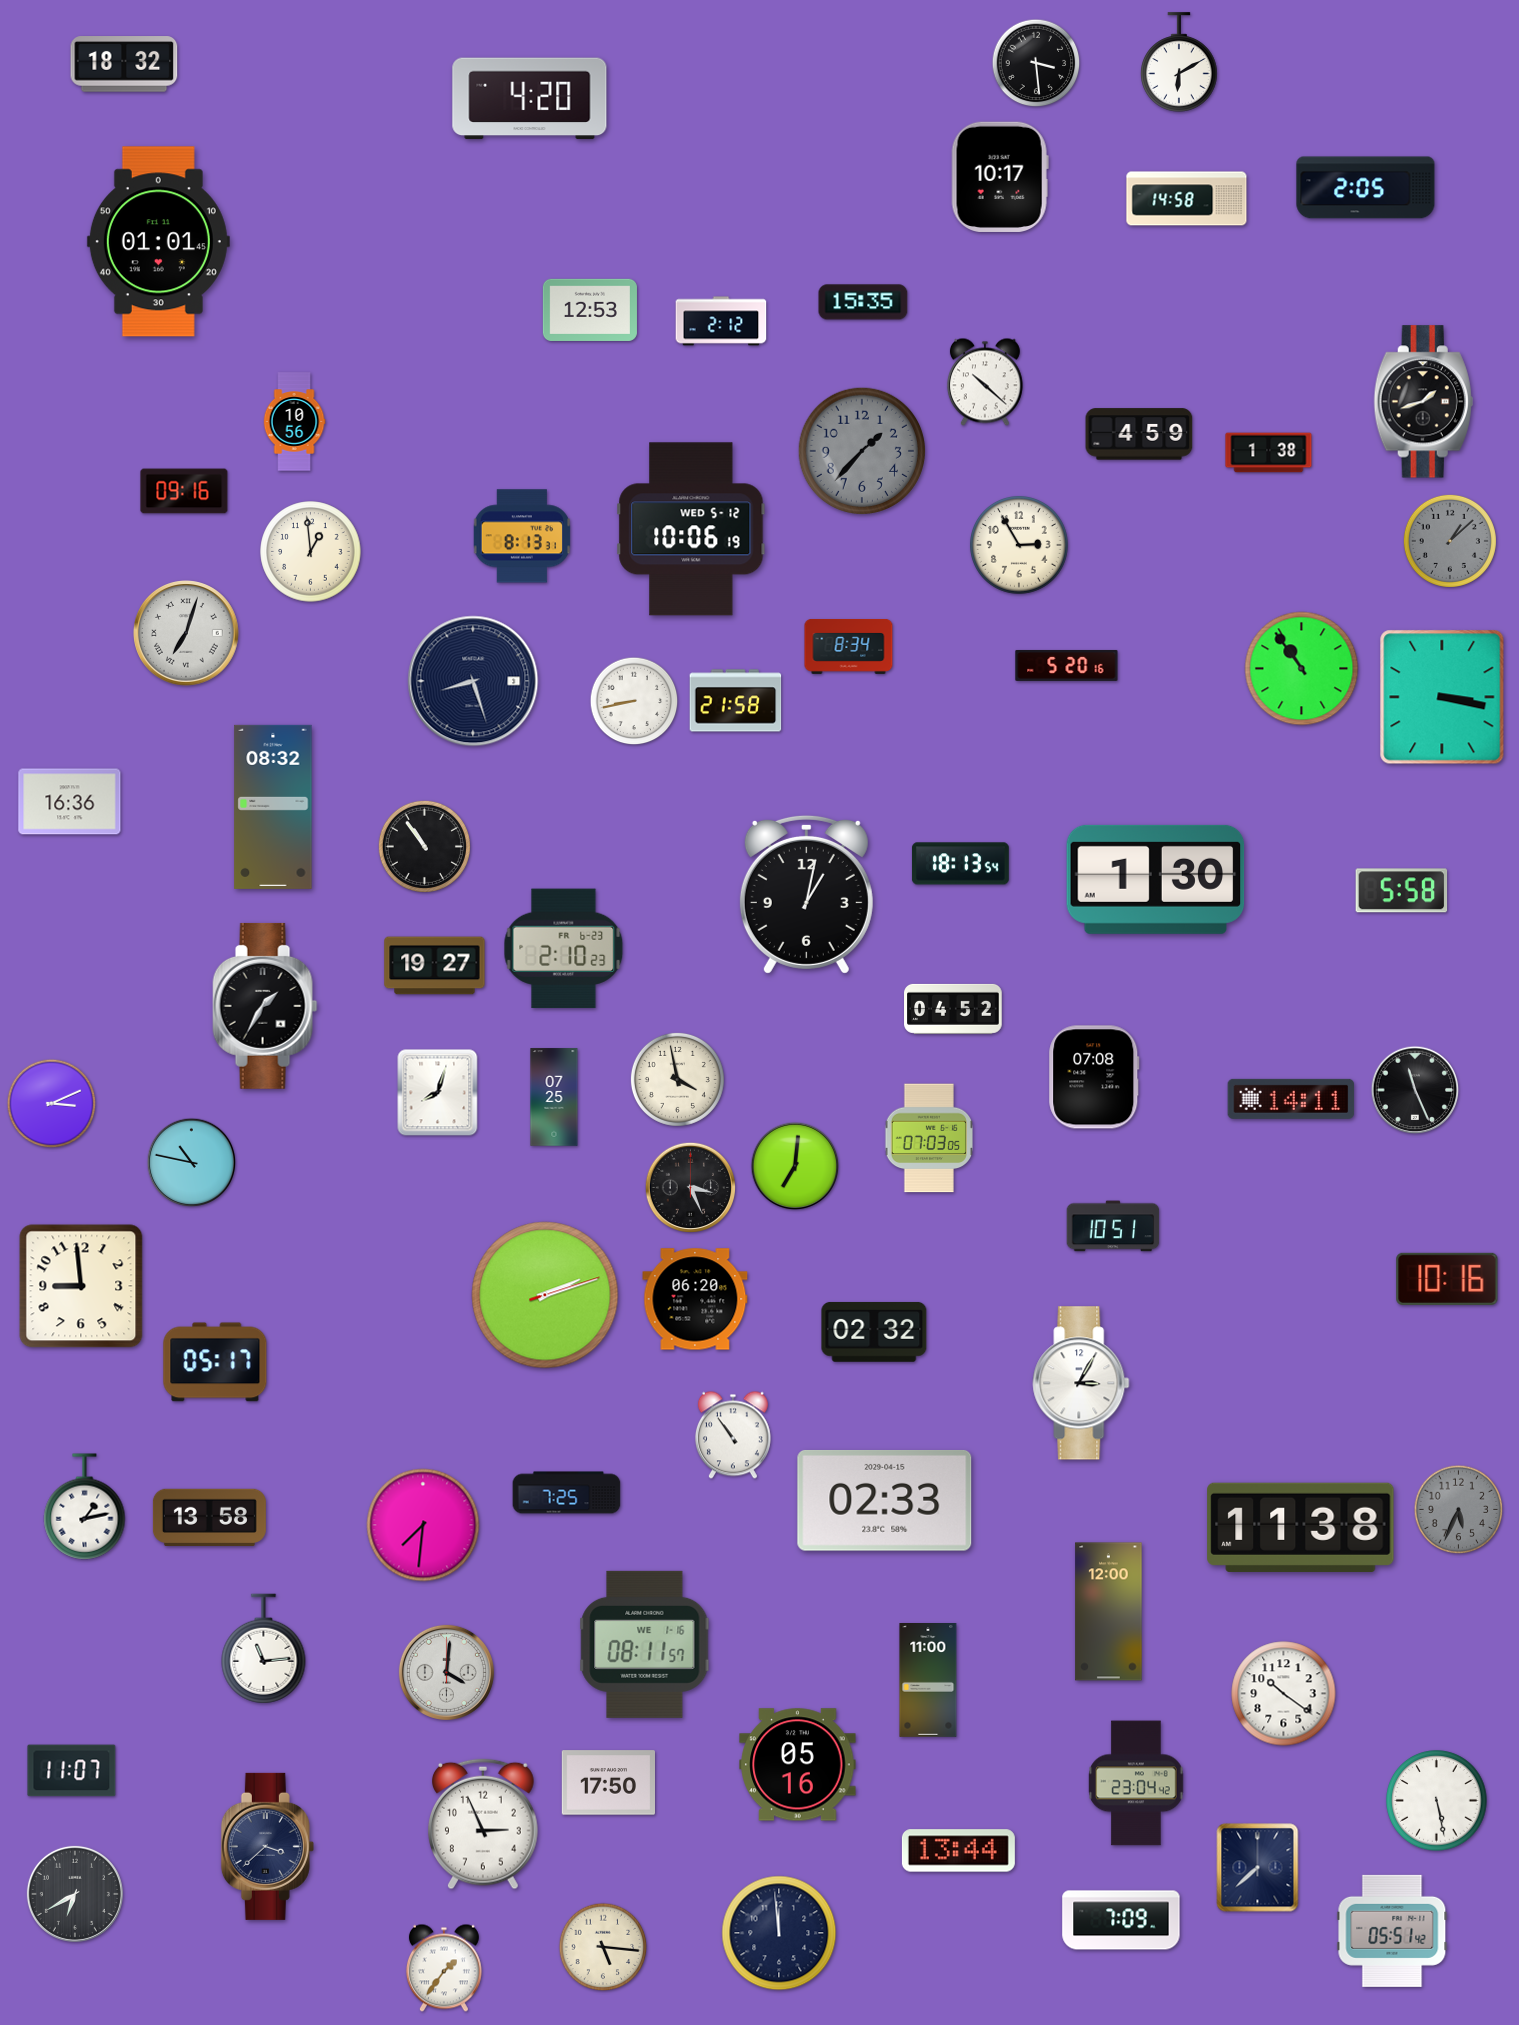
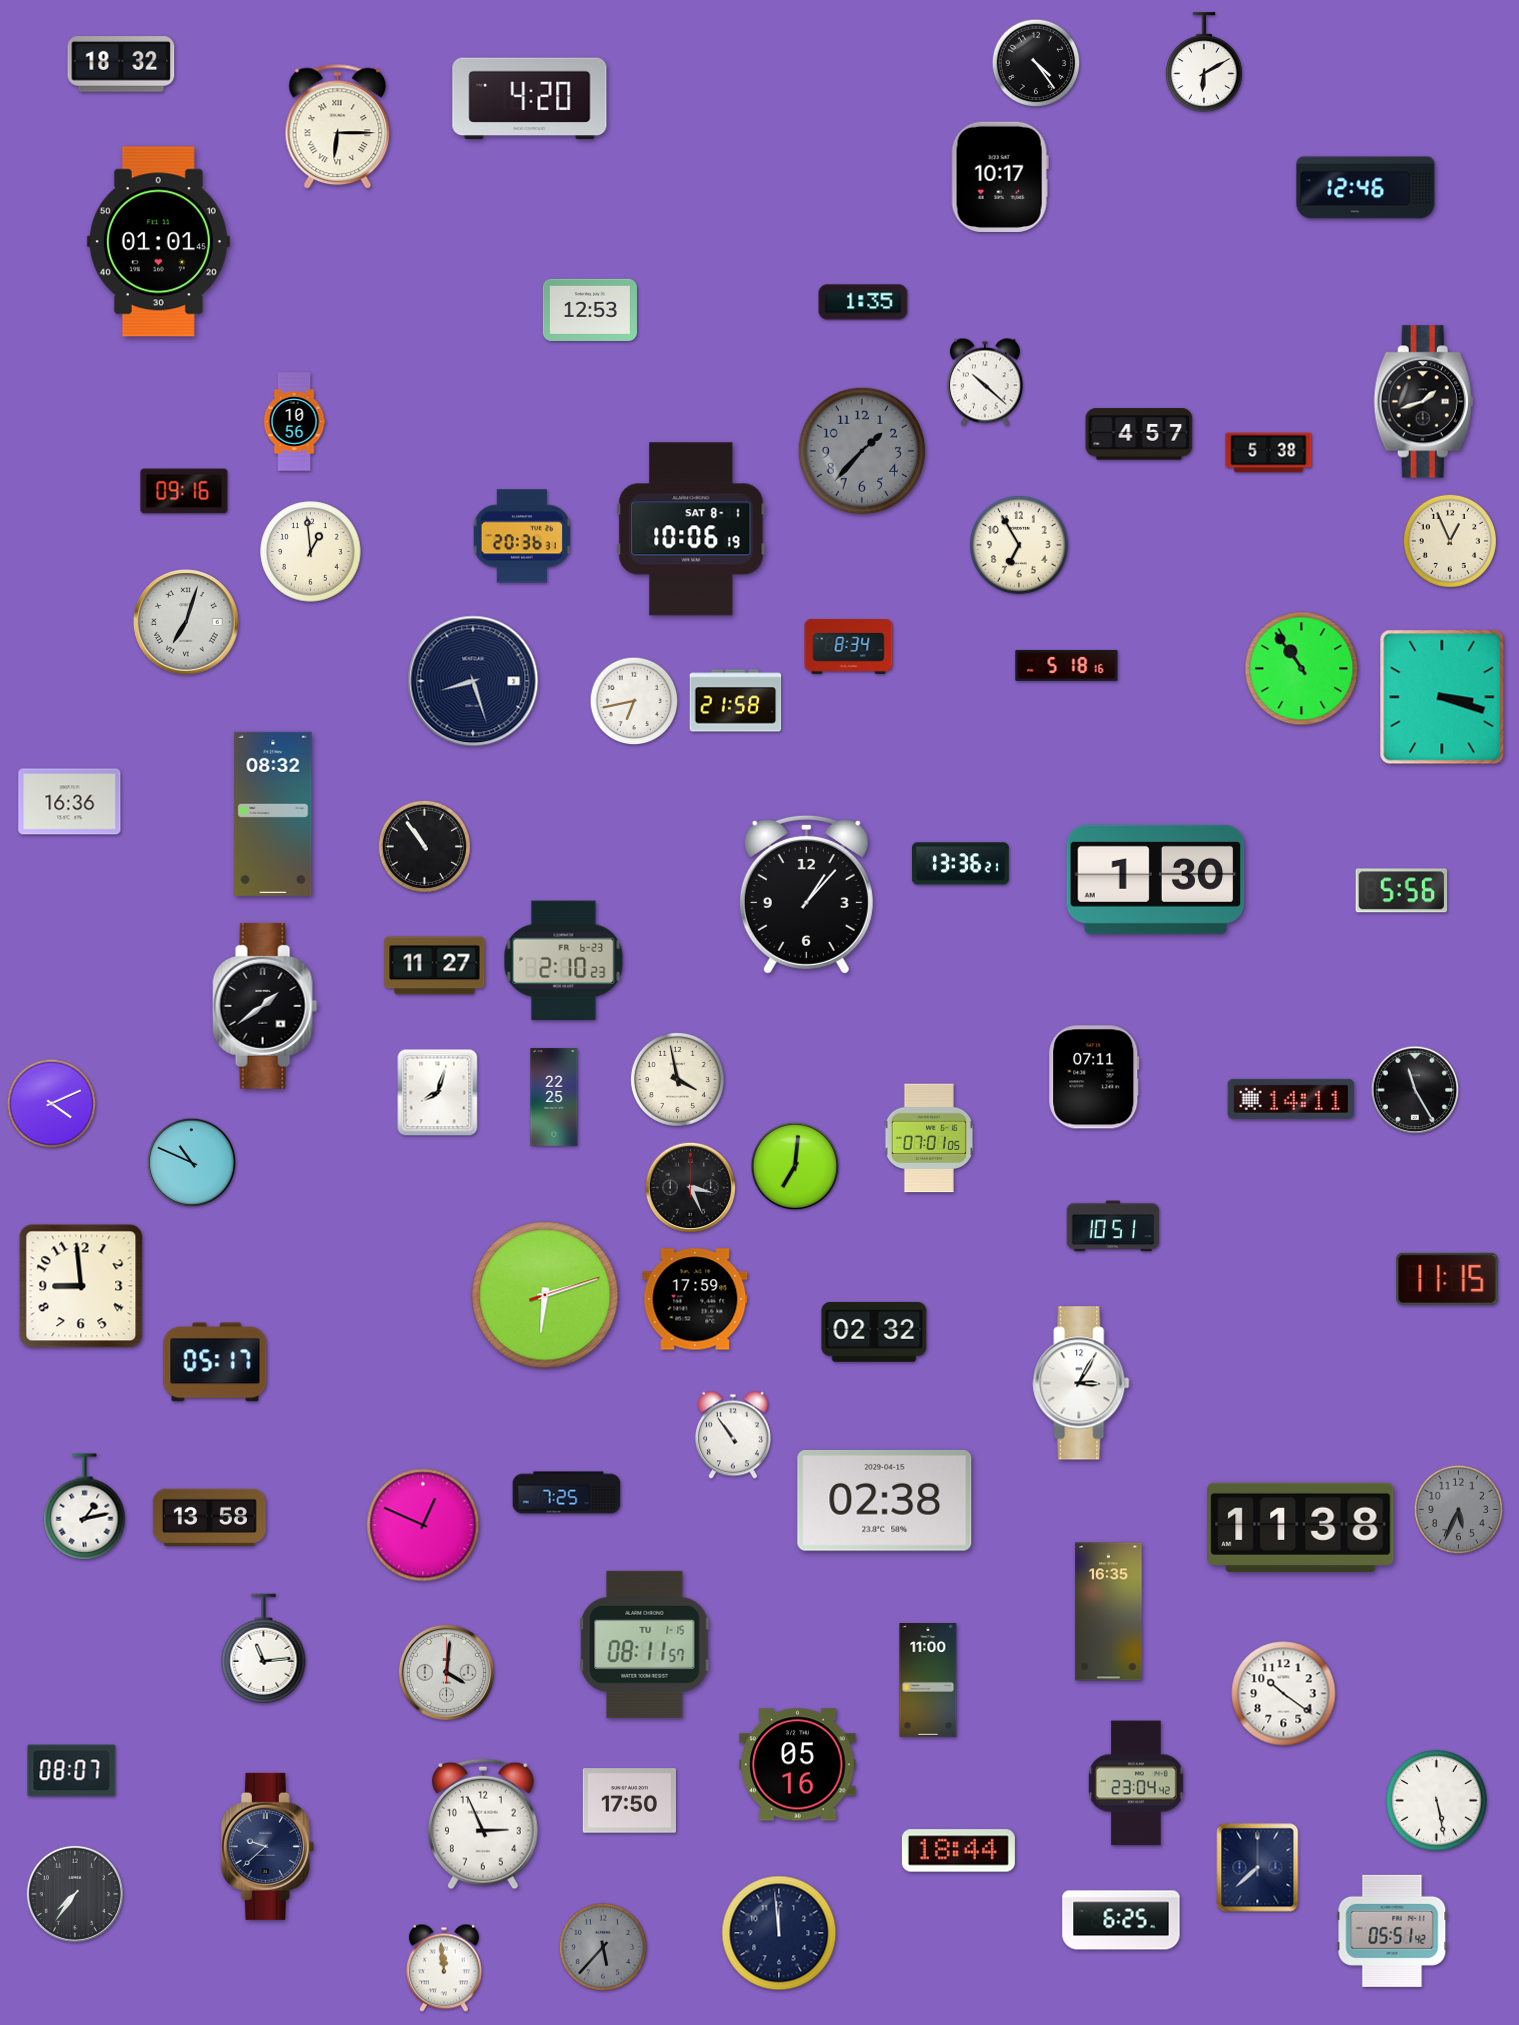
clock at (1180, 62) position: (1180, 62) -> (1205, 62)
clock at (1036, 63): 3:29 -> 4:24
clock at (124, 64) position: (124, 64) -> (121, 64)
clock at (338, 127): none -> 6:15
clock at (1366, 188): 2:05 -> 12:46
clock at (1187, 199): 14:58 -> none
clock at (863, 302): 15:35 -> 1:35
clock at (721, 321): 2:12 -> none
clock at (1139, 434): 4:59 -> 4:57
clock at (1269, 453): 1:38 -> 5:38
clock at (691, 529) date: WED 5-12 -> SAT 8-1
clock at (522, 536): 8:13 -> 20:36
clock at (1450, 541): 1:08 -> 12:56
clock at (1450, 541) dial: grey -> cream
clock at (1020, 546): 2:55 -> 6:55
clock at (187, 634) position: (187, 634) -> (187, 623)
clock at (1067, 665): 5:20 -> 5:18
clock at (1442, 697): 3:17 -> 3:18
clock at (634, 701): 8:43 -> 6:43
clock at (273, 807) position: (273, 807) -> (273, 814)
clock at (960, 864): 18:13 -> 13:36
clock at (1402, 891): 5:58 -> 5:56
clock at (806, 894): 1:02 -> 1:07
clock at (564, 949) position: (564, 949) -> (564, 961)
clock at (435, 966): 19:27 -> 11:27
clock at (265, 1006): 1:35 -> 1:39
clock at (953, 1009): 04:52 -> none
clock at (1094, 1077): 07:08 -> 07:11
clock at (1415, 1090): 11:26 -> 11:25
clock at (554, 1097): 07:25 -> 22:25
clock at (52, 1104): 3:11 -> 4:11
clock at (928, 1138): 07:03 -> 07:01
clock at (192, 1163): 10:47 -> 10:49
clock at (1447, 1279): 10:16 -> 11:15
clock at (545, 1295): 2:12 -> 6:12
clock at (695, 1299): 06:20 -> 17:59
clock at (885, 1500): 02:33 -> 02:38
clock at (423, 1525): 7:31 -> 12:49
clock at (1109, 1612): 12:00 -> 16:35
clock at (645, 1644) date: WE 1-16 -> TU 1-15
clock at (72, 1771): 11:07 -> 08:07
clock at (608, 1783) position: (608, 1783) -> (629, 1801)
clock at (267, 1846): 3:38 -> 9:38
clock at (958, 1851): 13:44 -> 18:44
clock at (75, 1894): 6:40 -> 7:36
clock at (1121, 1920): 7:09 -> 6:25
clock at (603, 1947): 5:16 -> 5:37
clock at (603, 1947) dial: cream -> grey
clock at (444, 1968): 1:36 -> 11:59
